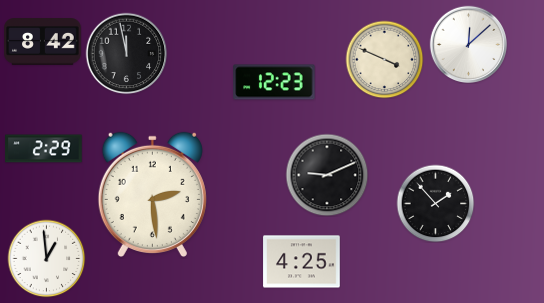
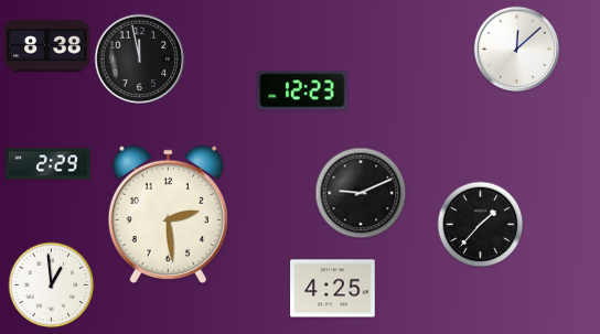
clock at (43, 42): 8:42 -> 8:38
clock at (384, 59): 3:49 -> none
clock at (435, 203): 1:53 -> 1:37
